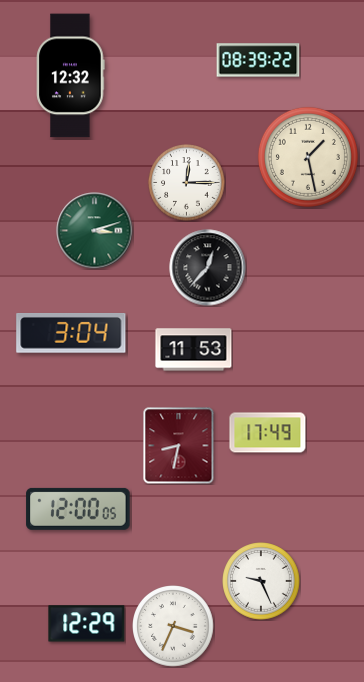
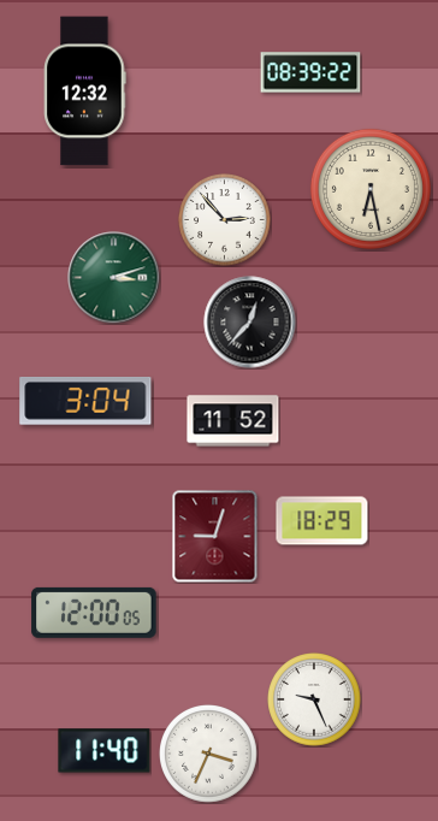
clock at (308, 157): 1:28 -> 6:28
clock at (187, 183): 12:15 -> 2:53
clock at (194, 350): 11:53 -> 11:52
clock at (268, 433): 17:49 -> 18:29
clock at (179, 446): 8:32 -> 9:03
clock at (87, 624): 12:29 -> 11:40
